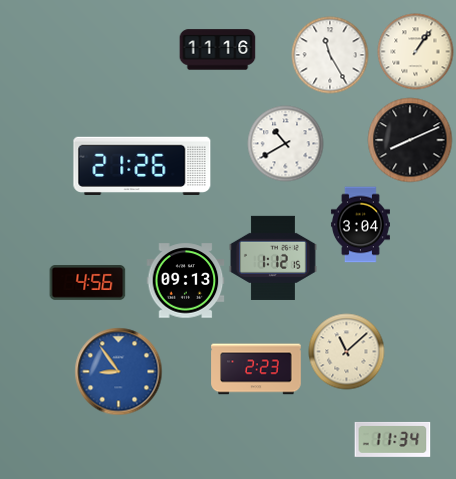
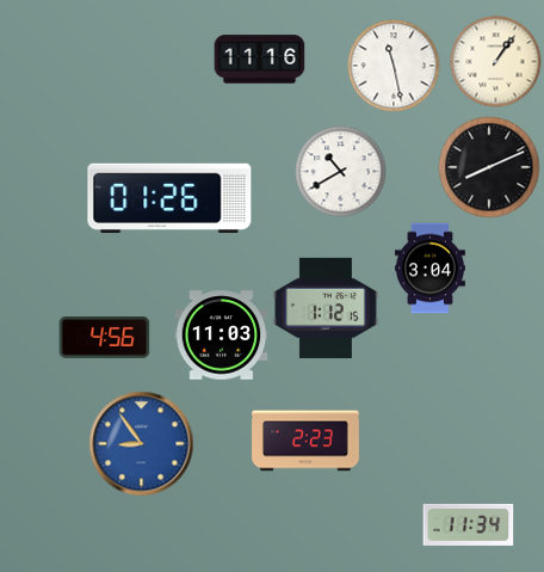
clock at (330, 55): 11:25 -> 11:28
clock at (142, 166): 21:26 -> 01:26
clock at (186, 281): 09:13 -> 11:03
clock at (347, 352): 11:08 -> none
